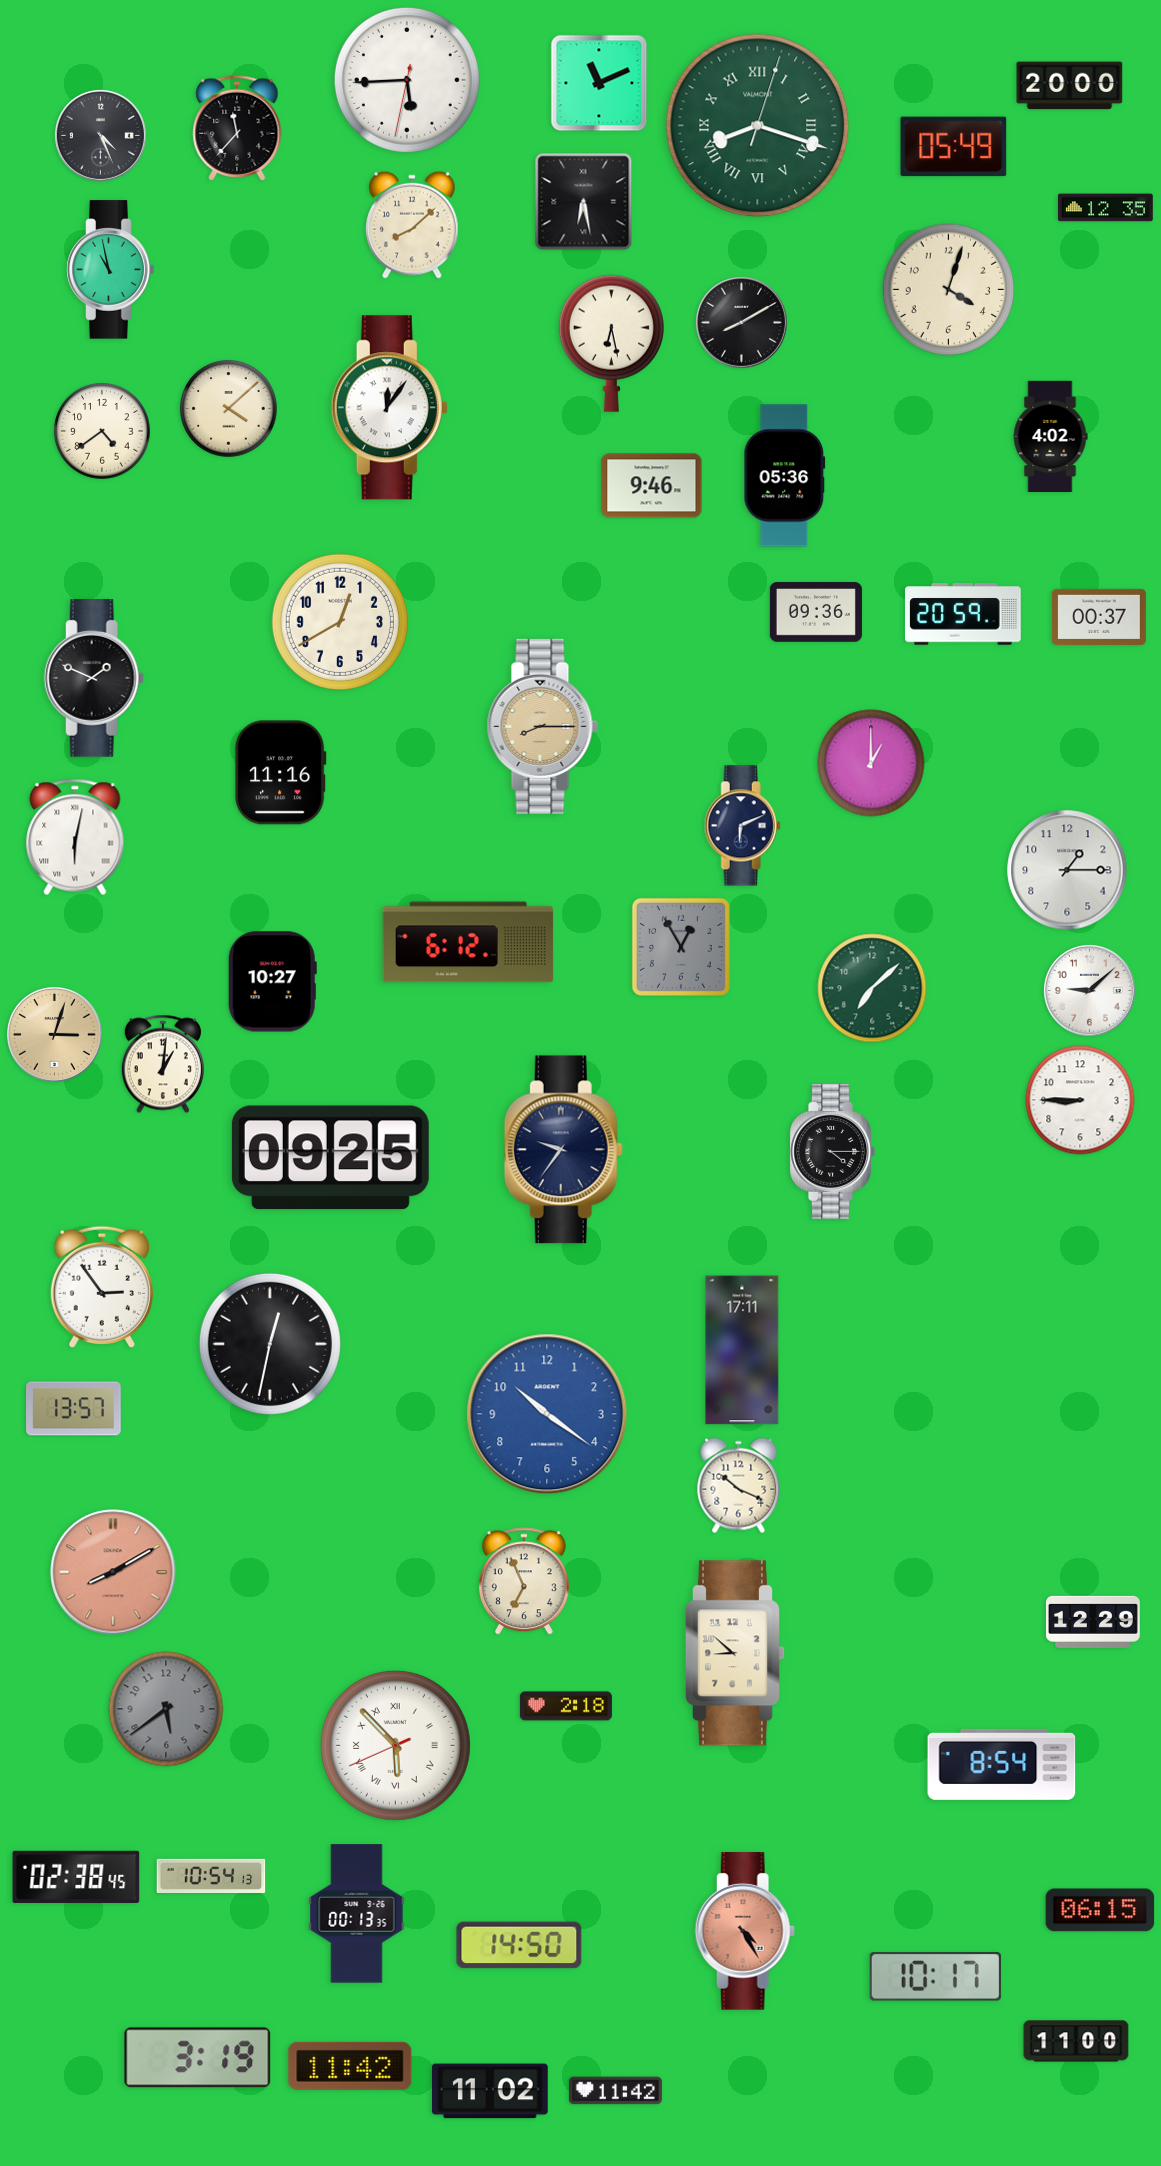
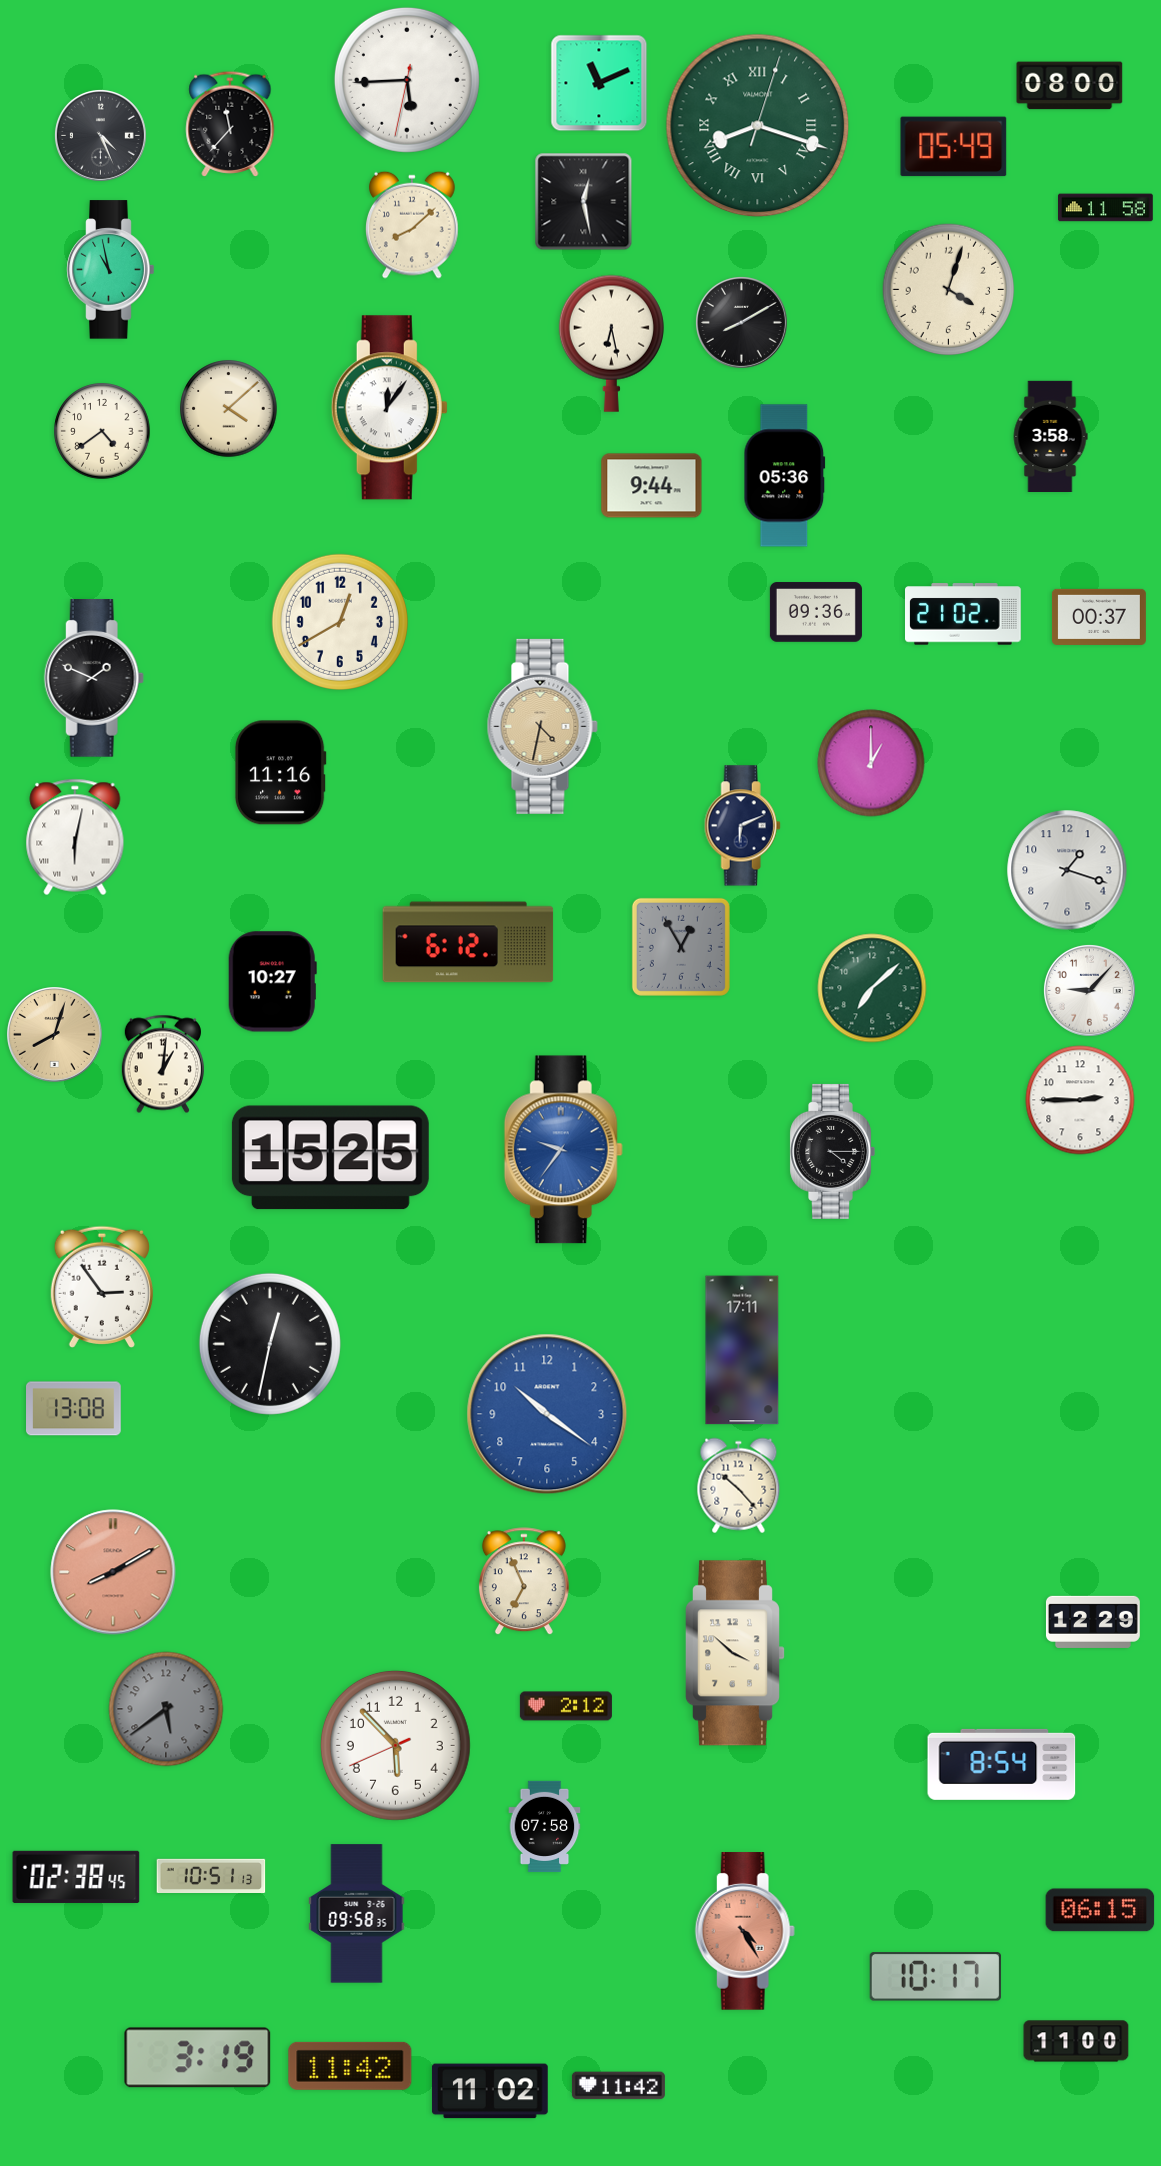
clock at (1070, 86): 20:00 -> 08:00
clock at (237, 128) position: (237, 128) -> (230, 124)
clock at (584, 202): 6:28 -> 12:28
clock at (1106, 208): 12:35 -> 11:58
clock at (1050, 436): 4:02 -> 3:58
clock at (652, 486): 9:46 -> 9:44
clock at (964, 614): 20:59 -> 21:02
clock at (542, 726): 8:15 -> 4:32
clock at (1067, 870): 1:15 -> 1:18
clock at (1089, 990): 9:08 -> 9:07
clock at (55, 1035): 3:03 -> 8:03
clock at (1080, 1100): 8:45 -> 2:45
clock at (563, 1150) dial: navy -> blue
clock at (330, 1158): 09:25 -> 15:25
clock at (74, 1409): 13:57 -> 13:08
clock at (739, 1486): 10:19 -> 10:23
clock at (735, 1653): 8:52 -> 3:52
clock at (566, 1706): 2:18 -> 2:12
clock at (395, 1745) numerals: Roman -> Arabic
clock at (545, 1826): none -> 07:58
clock at (211, 1875): 10:54 -> 10:51
clock at (357, 1914): 00:13 -> 09:58
clock at (519, 1945): 14:50 -> none
clock at (615, 2091) position: (615, 2091) -> (618, 2086)
